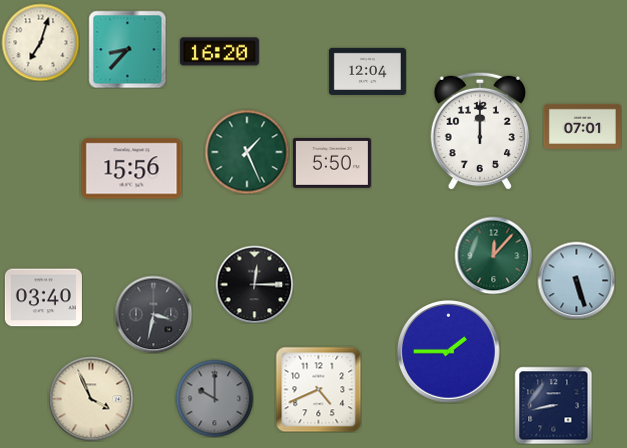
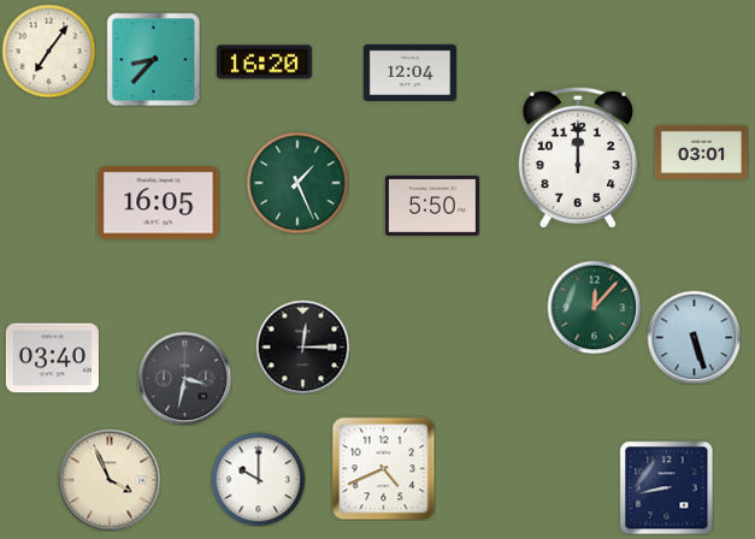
clock at (40, 42): 7:03 -> 7:06
clock at (367, 71) position: (367, 71) -> (409, 72)
clock at (582, 126): 07:01 -> 03:01
clock at (332, 163) position: (332, 163) -> (432, 206)
clock at (132, 169): 15:56 -> 16:05
clock at (254, 284) position: (254, 284) -> (302, 346)
clock at (449, 352): 1:45 -> none
clock at (214, 398) dial: grey -> white
